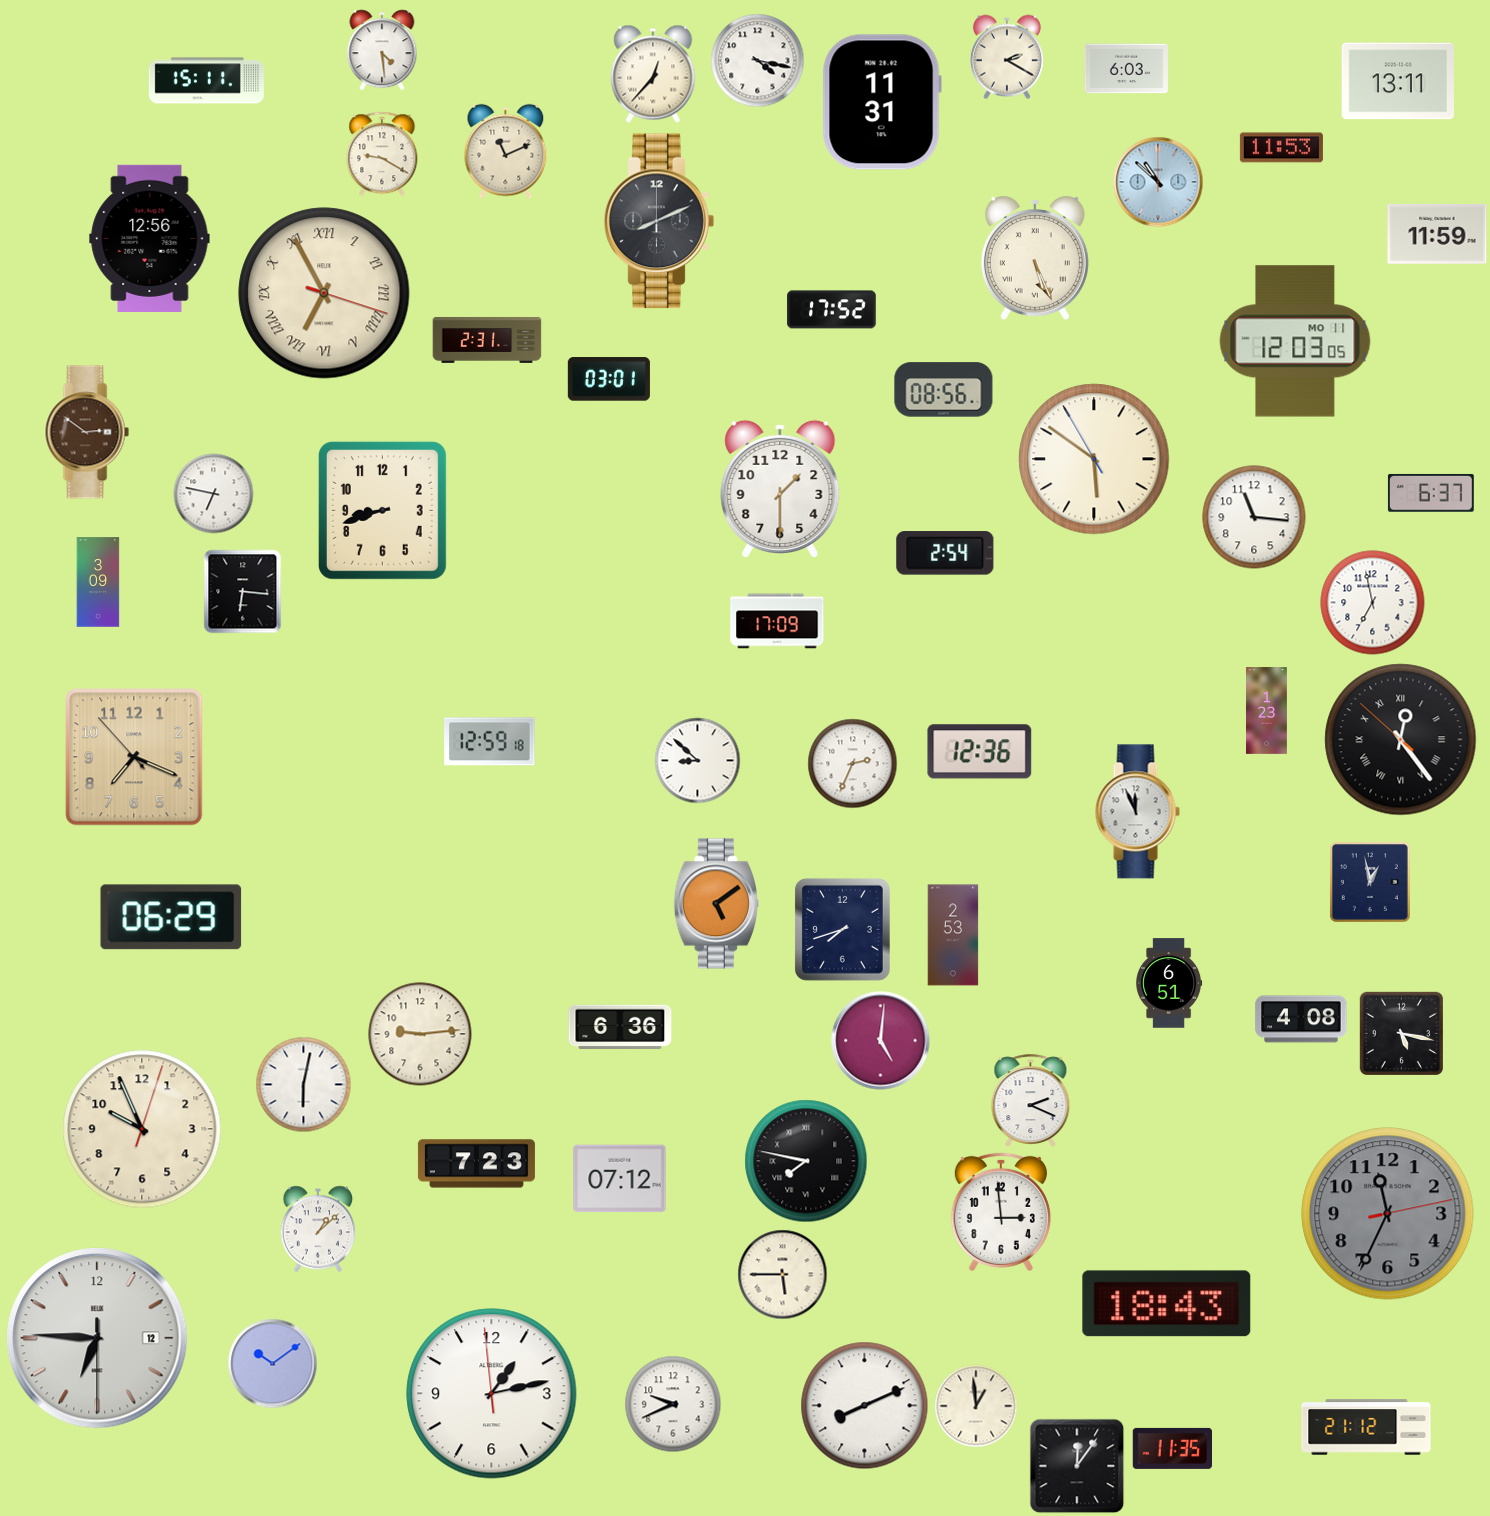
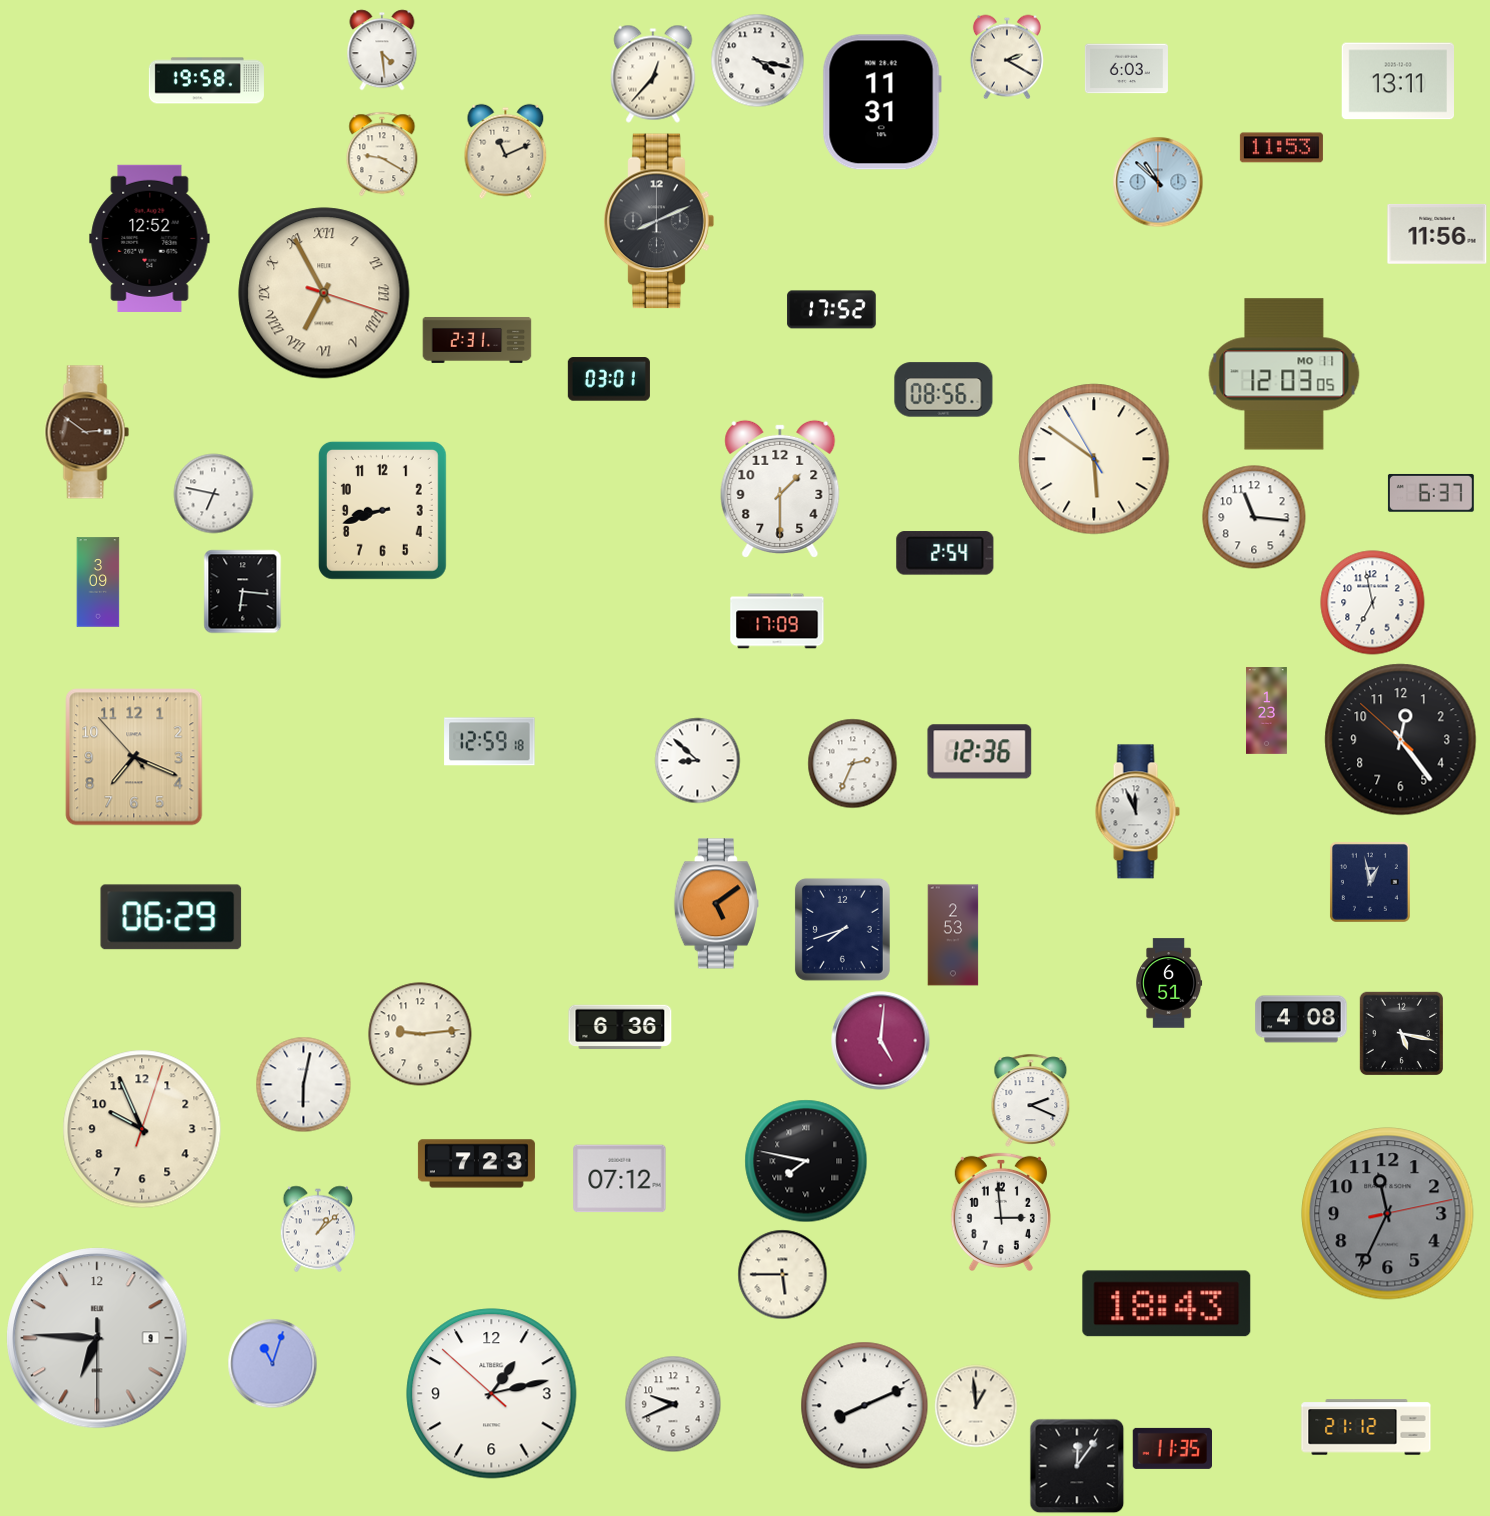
clock at (206, 81): 15:11 -> 19:58
clock at (1437, 234): 11:59 -> 11:56
clock at (150, 238): 12:56 -> 12:52
clock at (1035, 259): 5:26 -> none
clock at (487, 340) position: (487, 340) -> (477, 340)
clock at (1295, 341) position: (1295, 341) -> (1284, 374)
clock at (1401, 740) numerals: Roman -> Arabic
clock at (97, 1338) date: 12 -> 9
clock at (273, 1364): 10:09 -> 11:03
clock at (492, 1394): 1:12:59 -> 1:12:52
